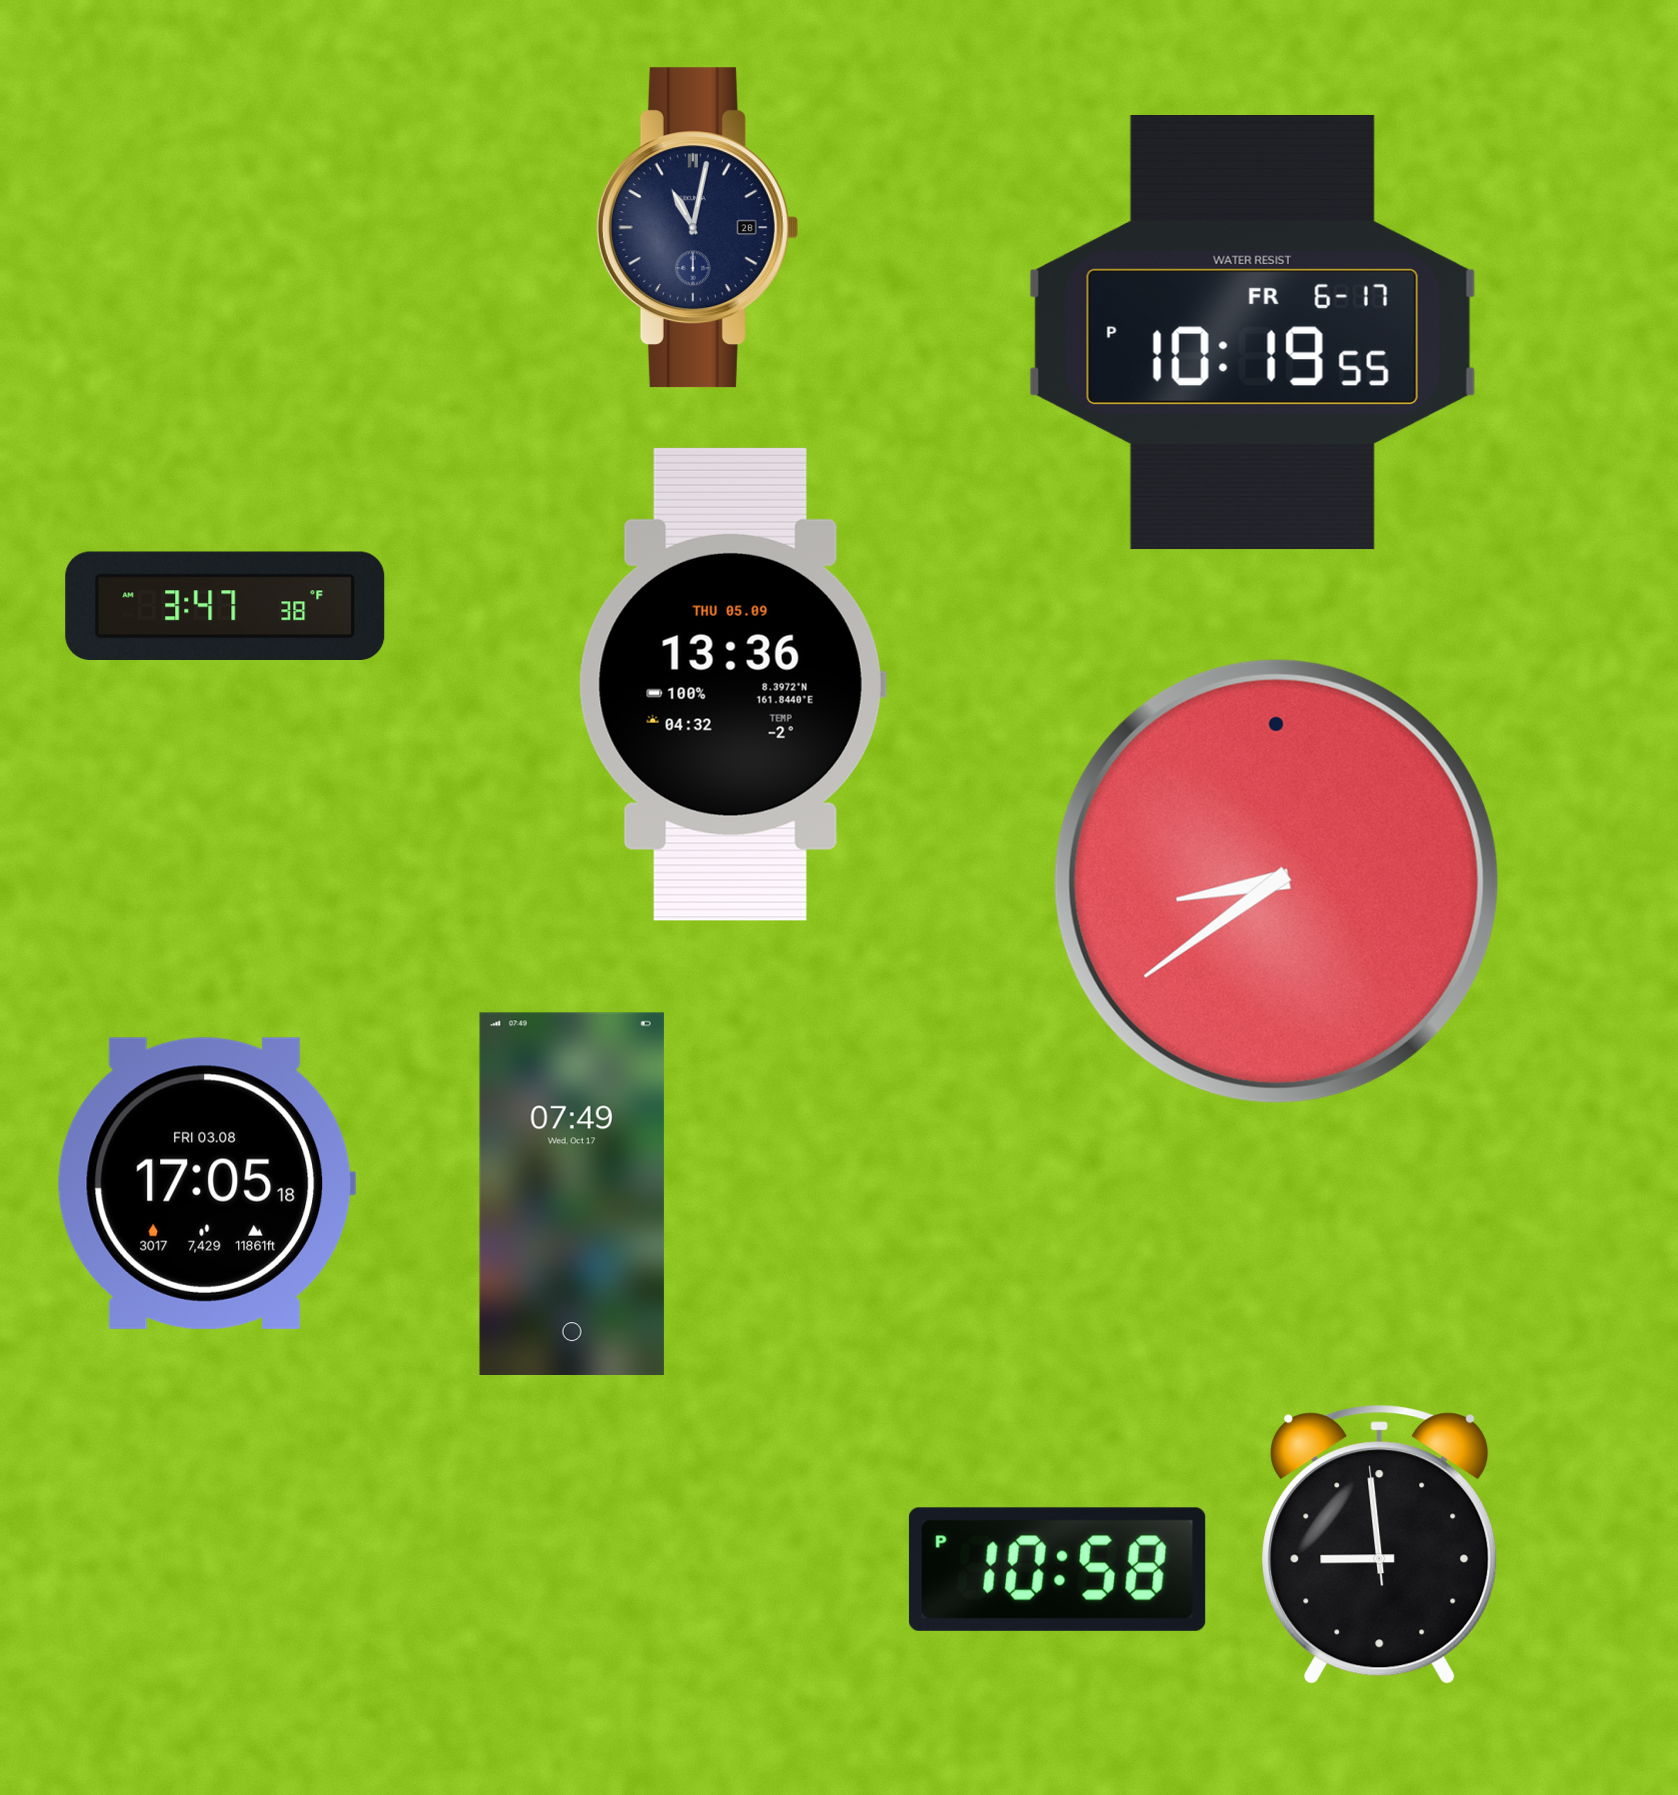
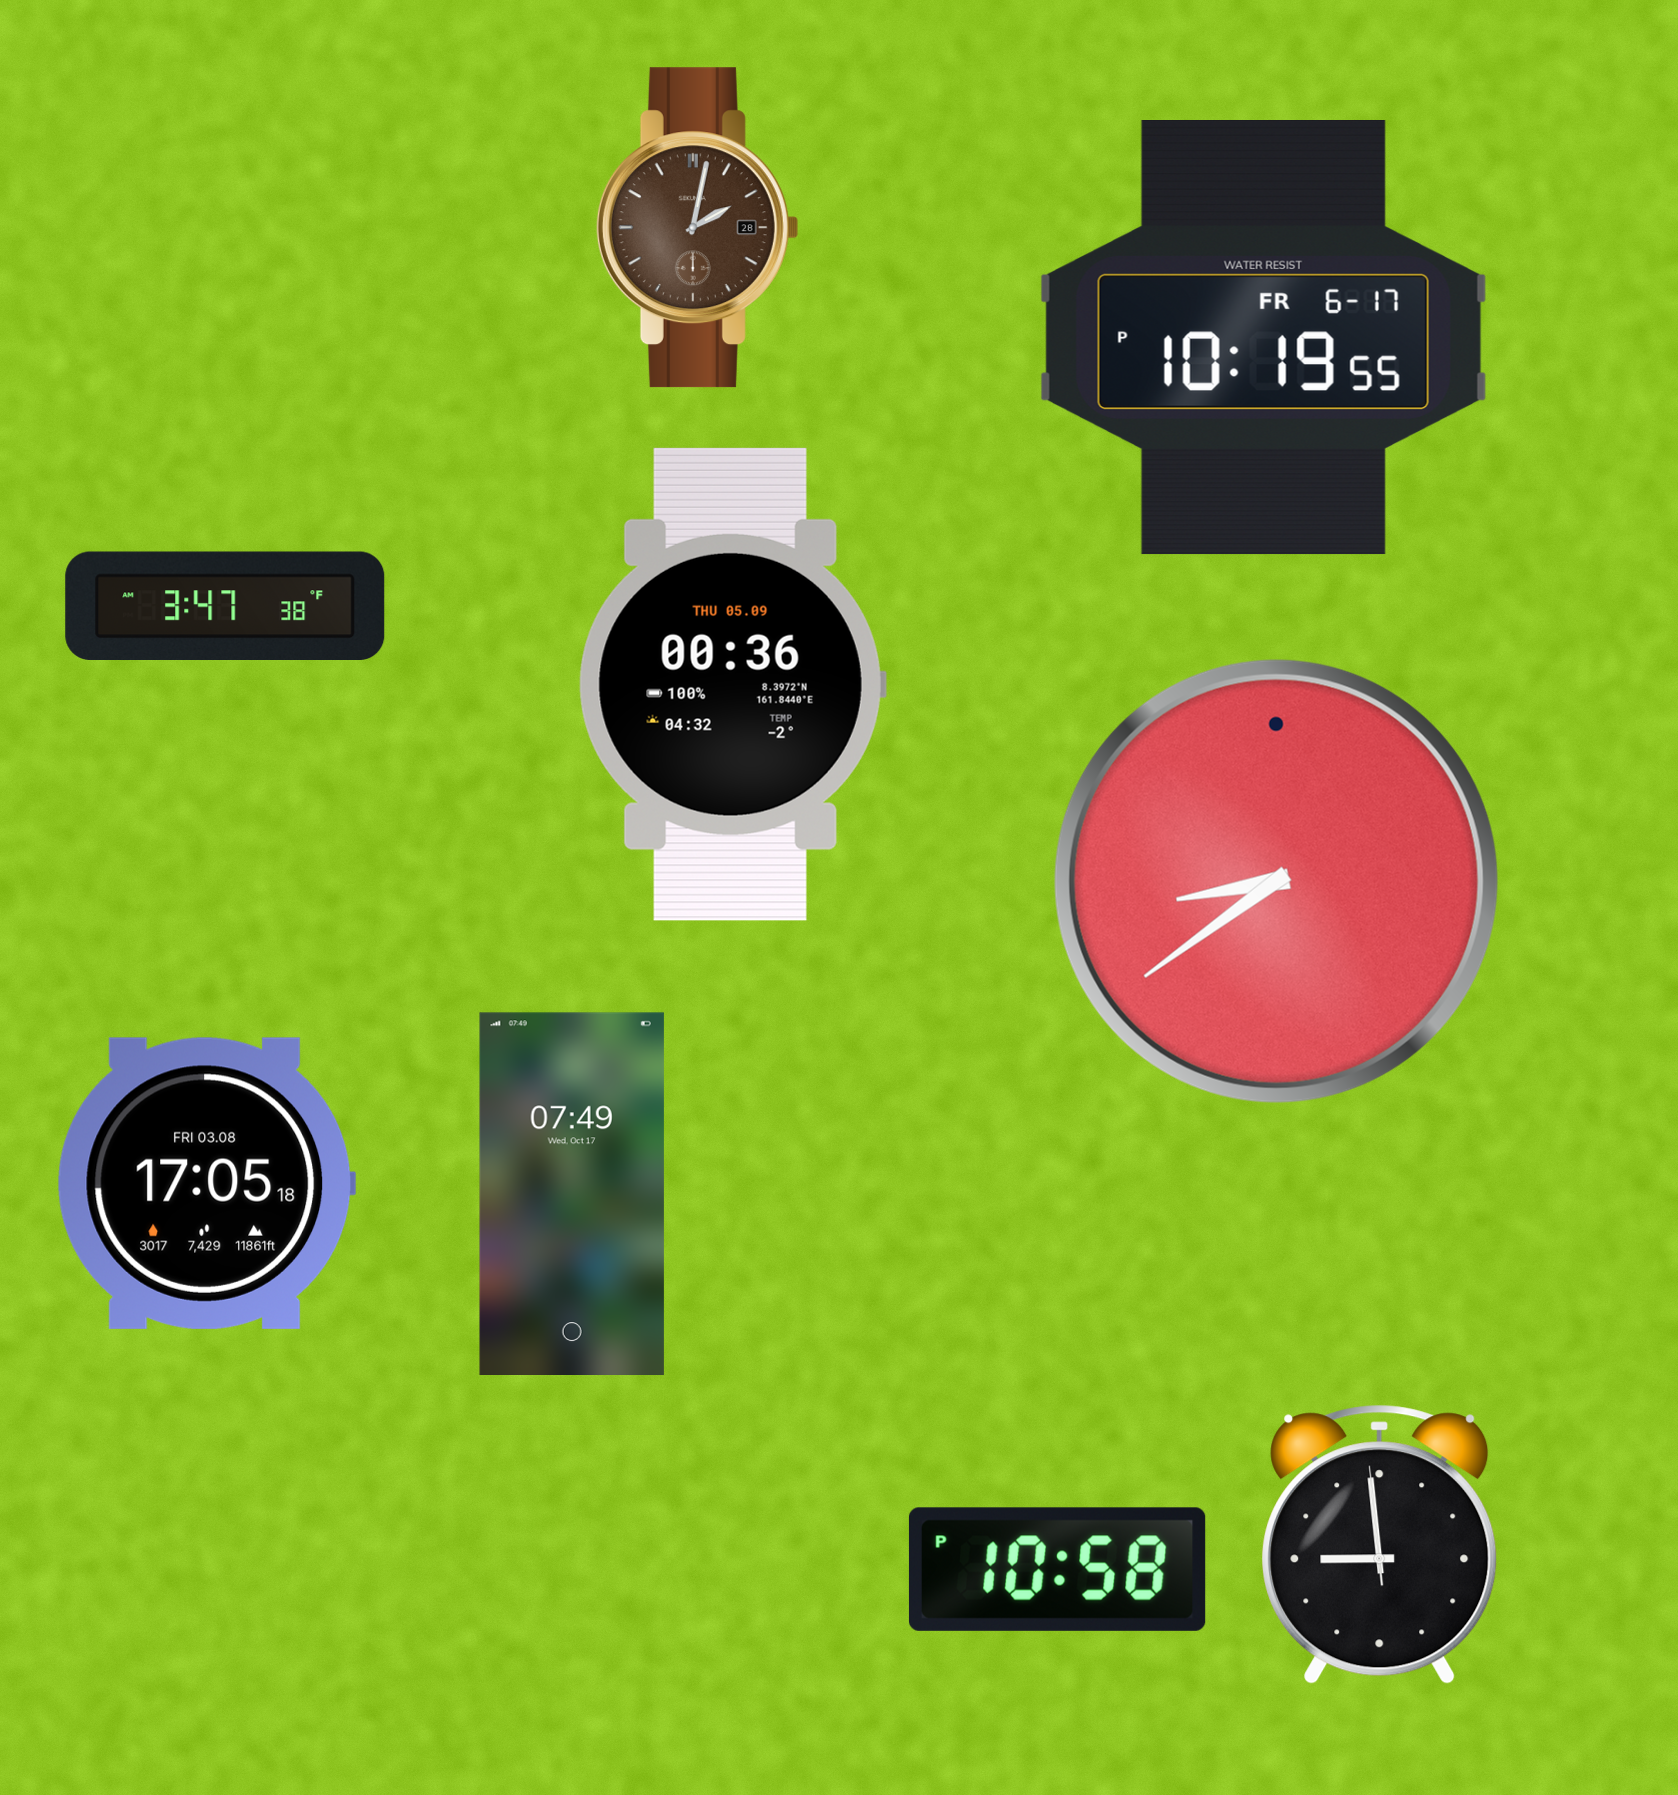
clock at (697, 228): 11:02 -> 2:02
clock at (697, 228) dial: navy -> brown
clock at (1252, 333) position: (1252, 333) -> (1263, 338)
clock at (732, 684): 13:36 -> 00:36
